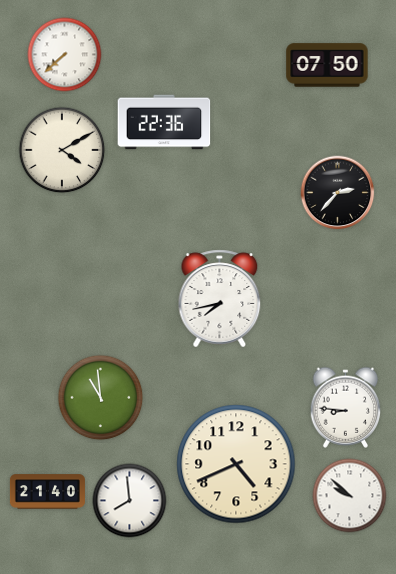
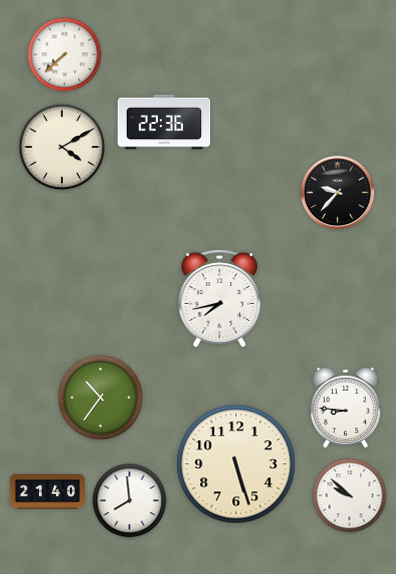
clock at (327, 65): 07:50 -> none
clock at (62, 150) position: (62, 150) -> (62, 147)
clock at (338, 193): 2:37 -> 9:37
clock at (101, 398): 10:59 -> 10:36
clock at (236, 464): 4:41 -> 5:27
